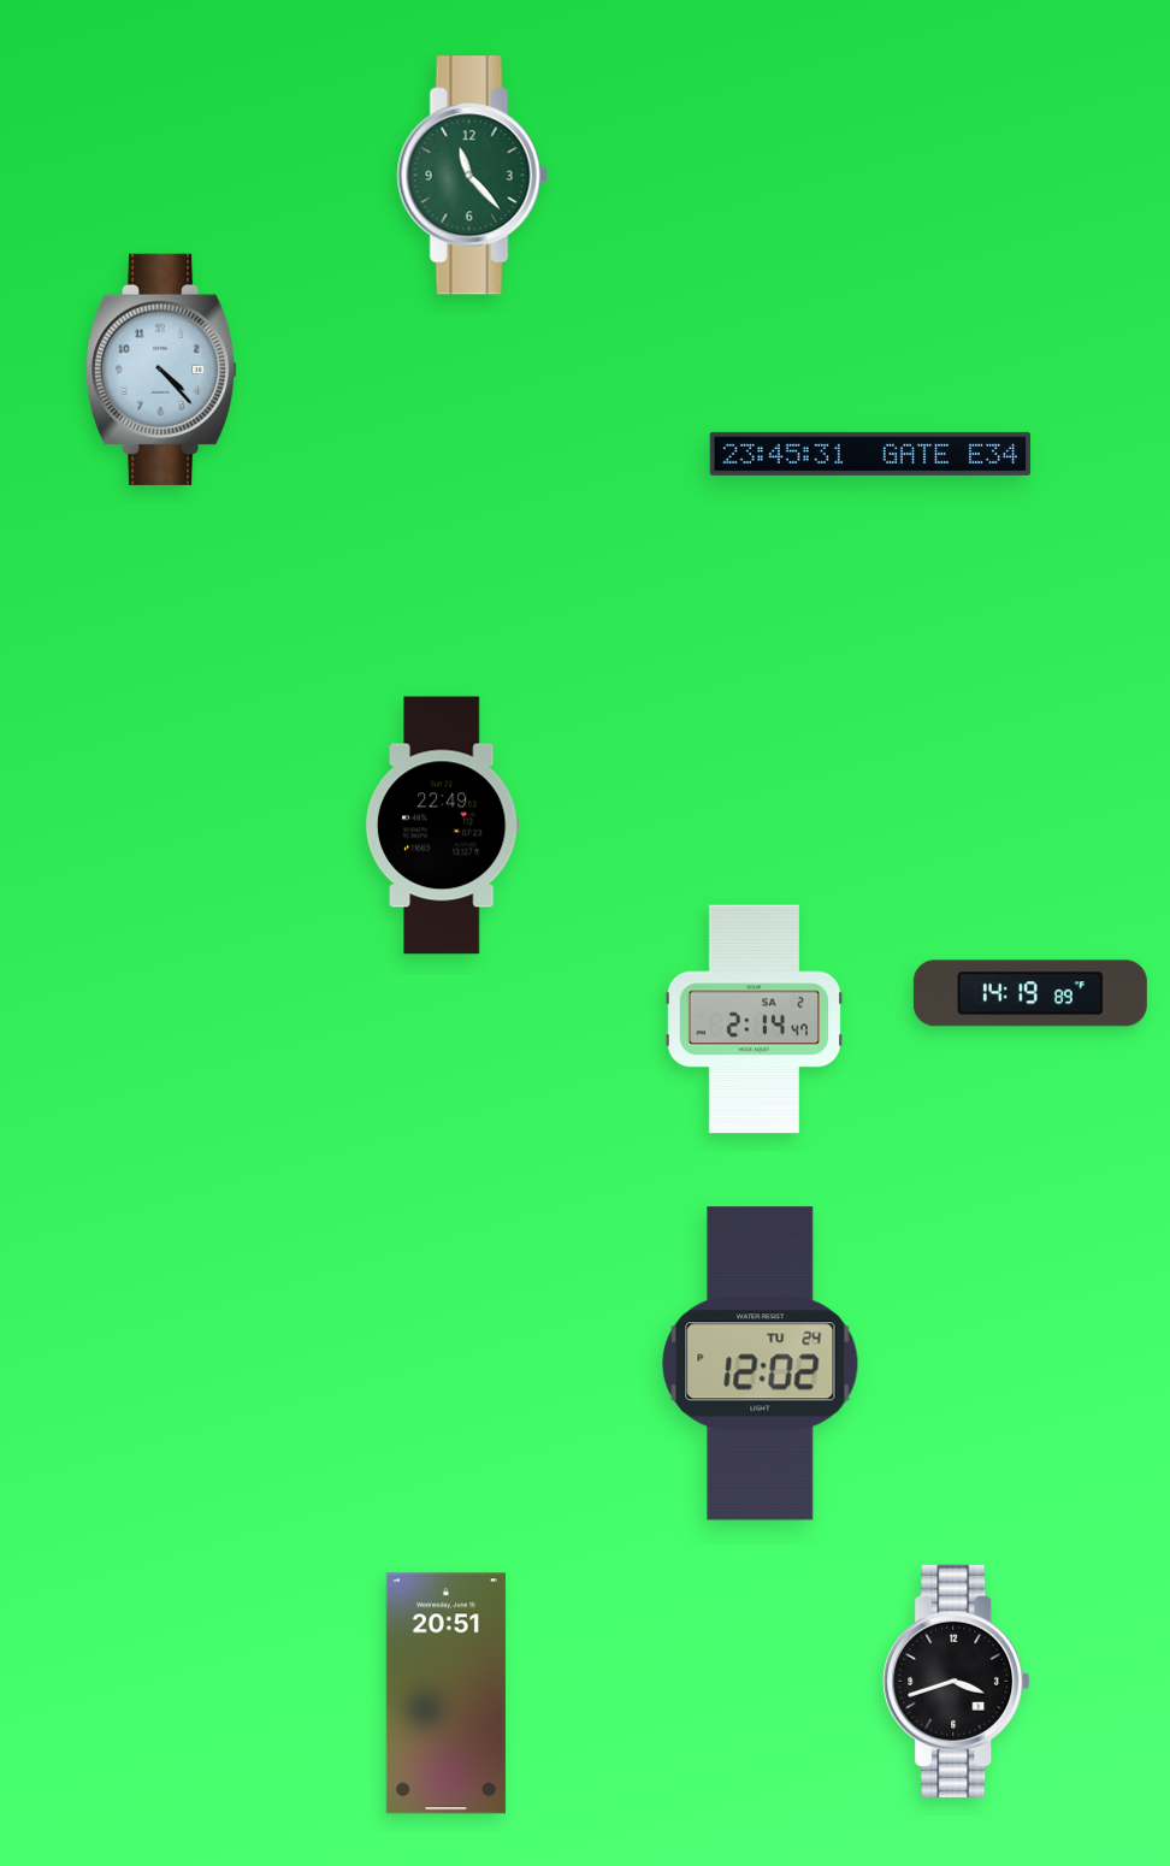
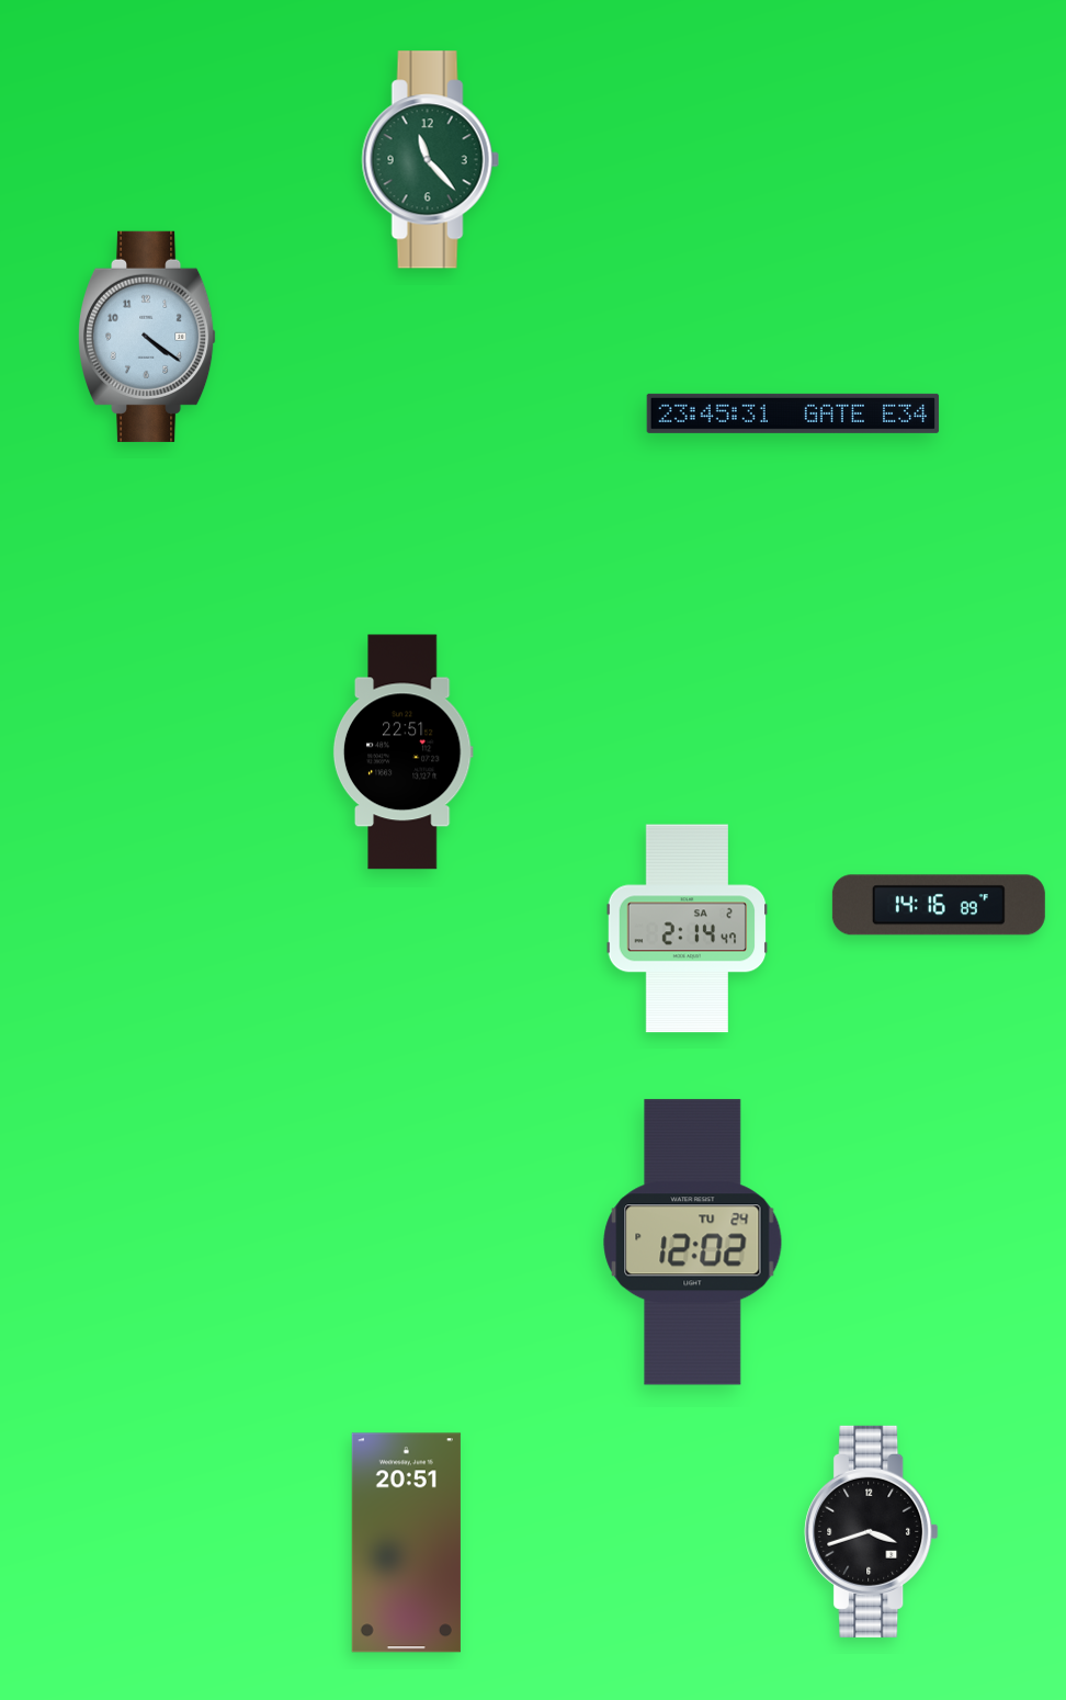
clock at (162, 370): 4:23 -> 4:21
clock at (442, 826): 22:49 -> 22:51
clock at (1030, 993): 14:19 -> 14:16
